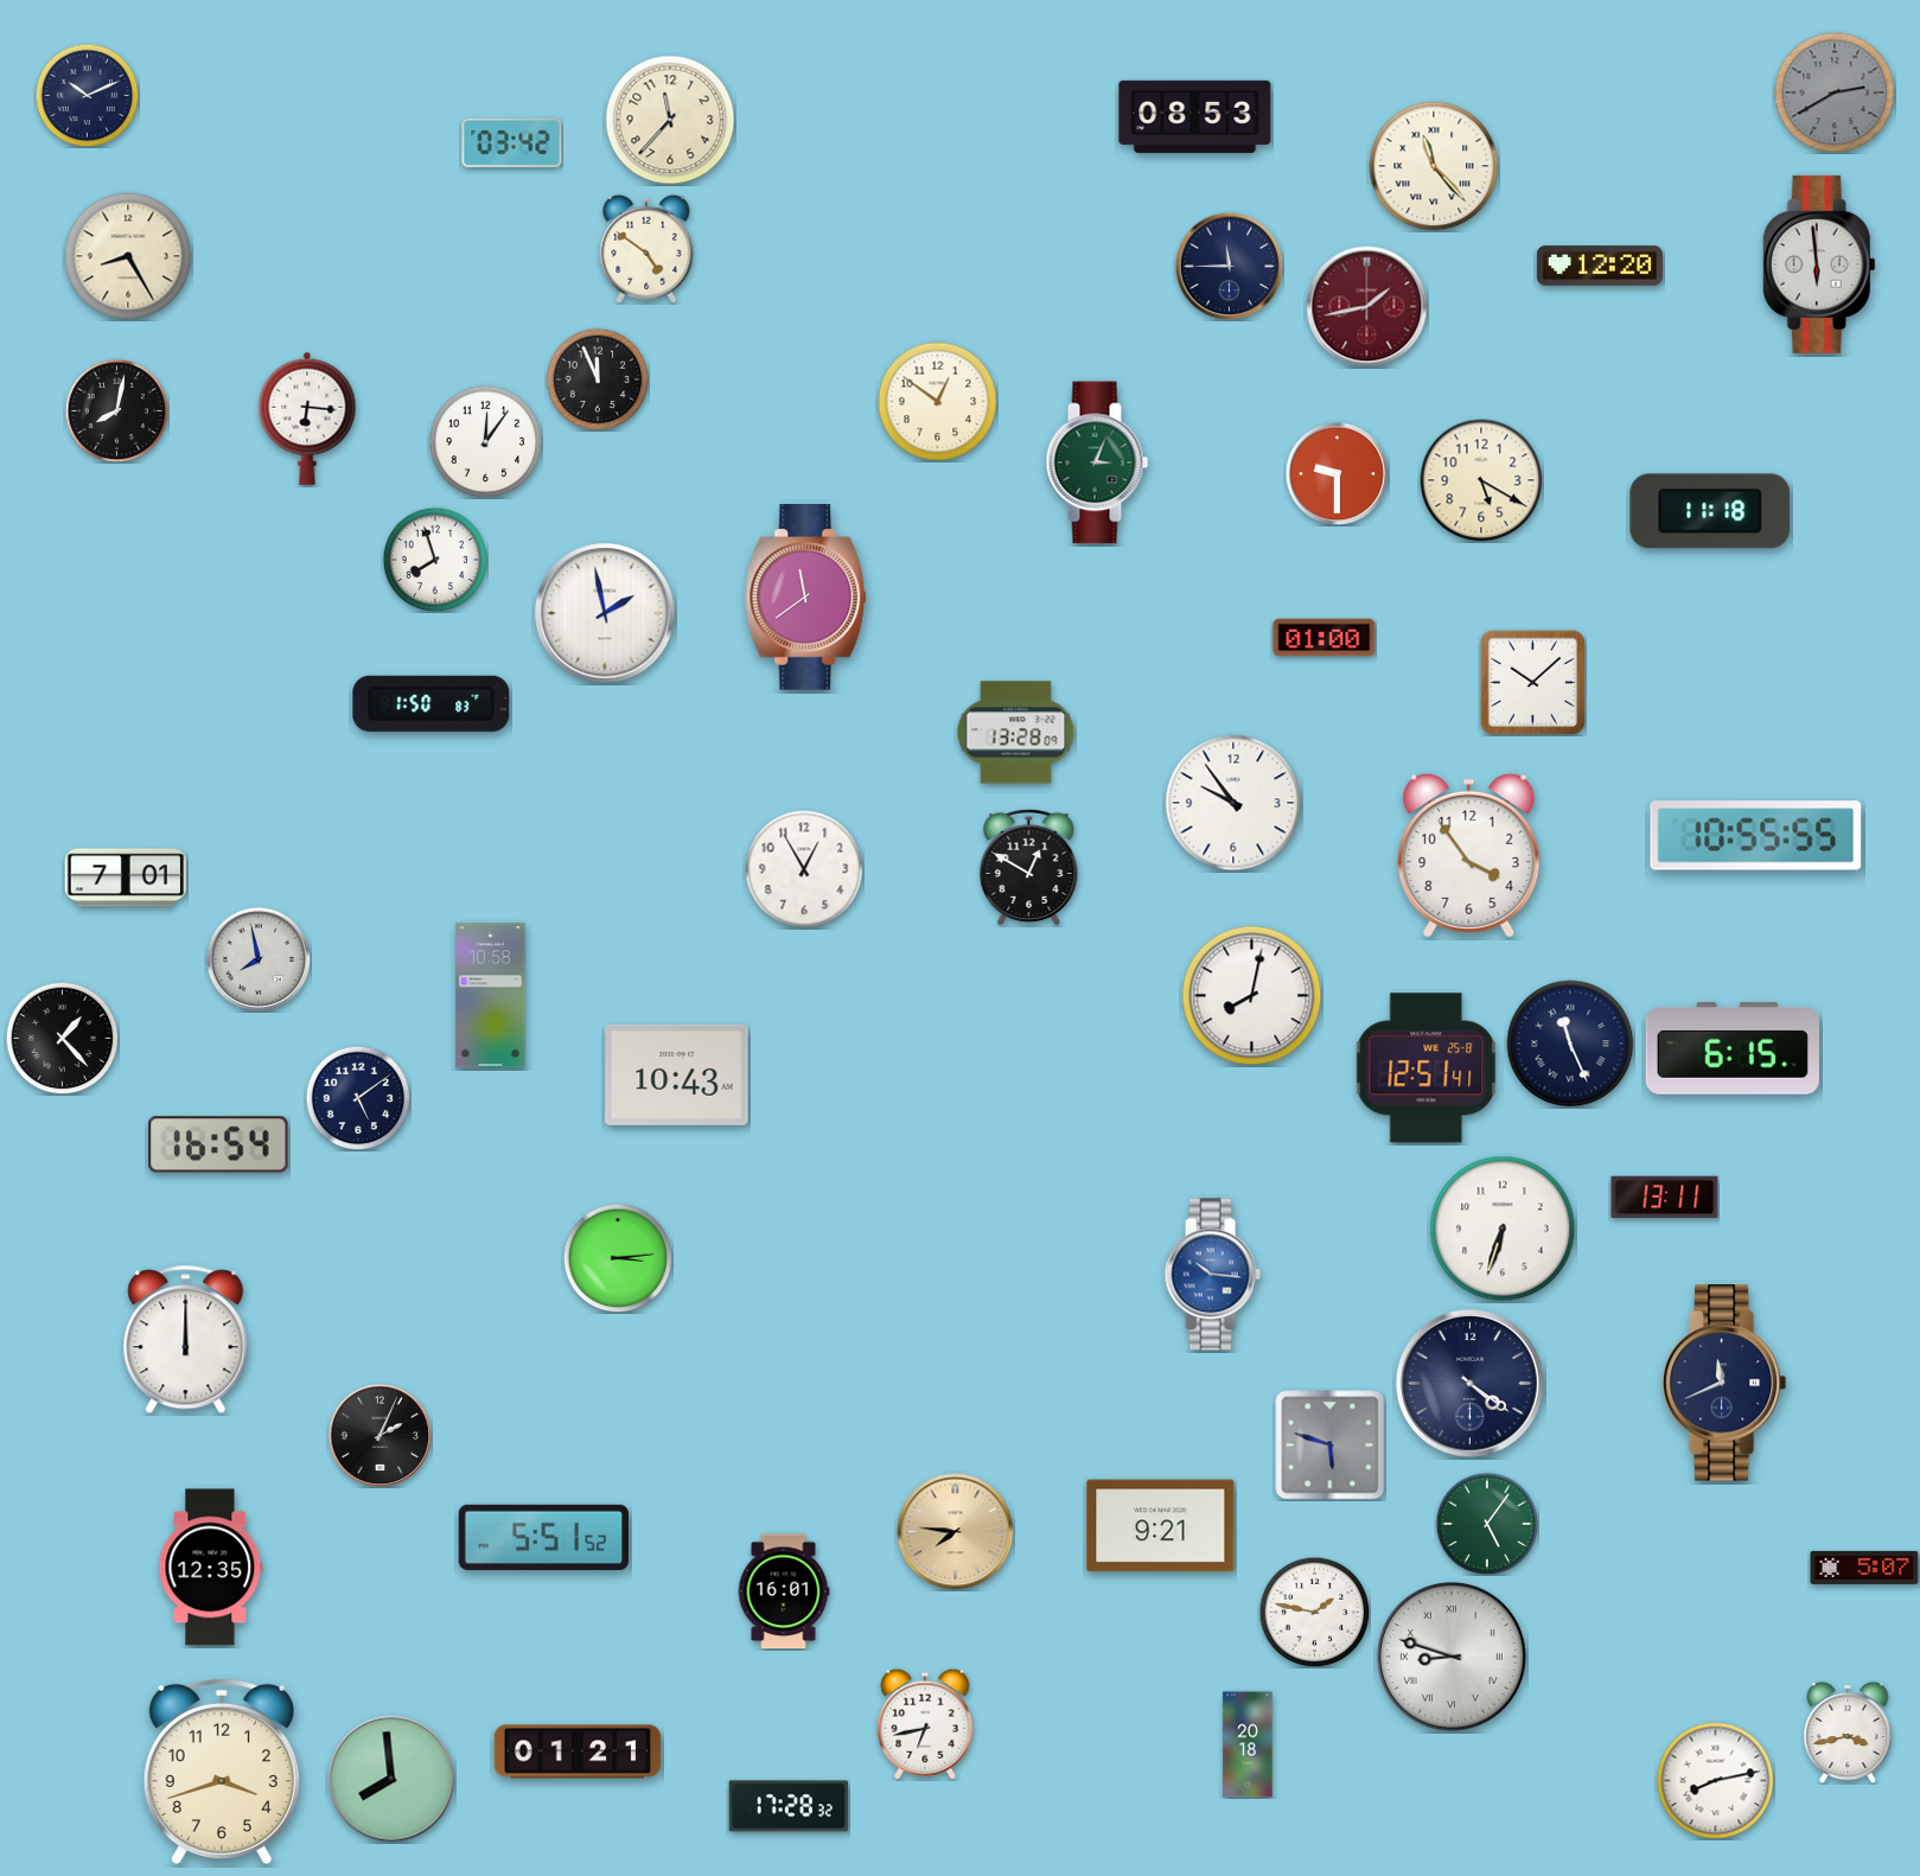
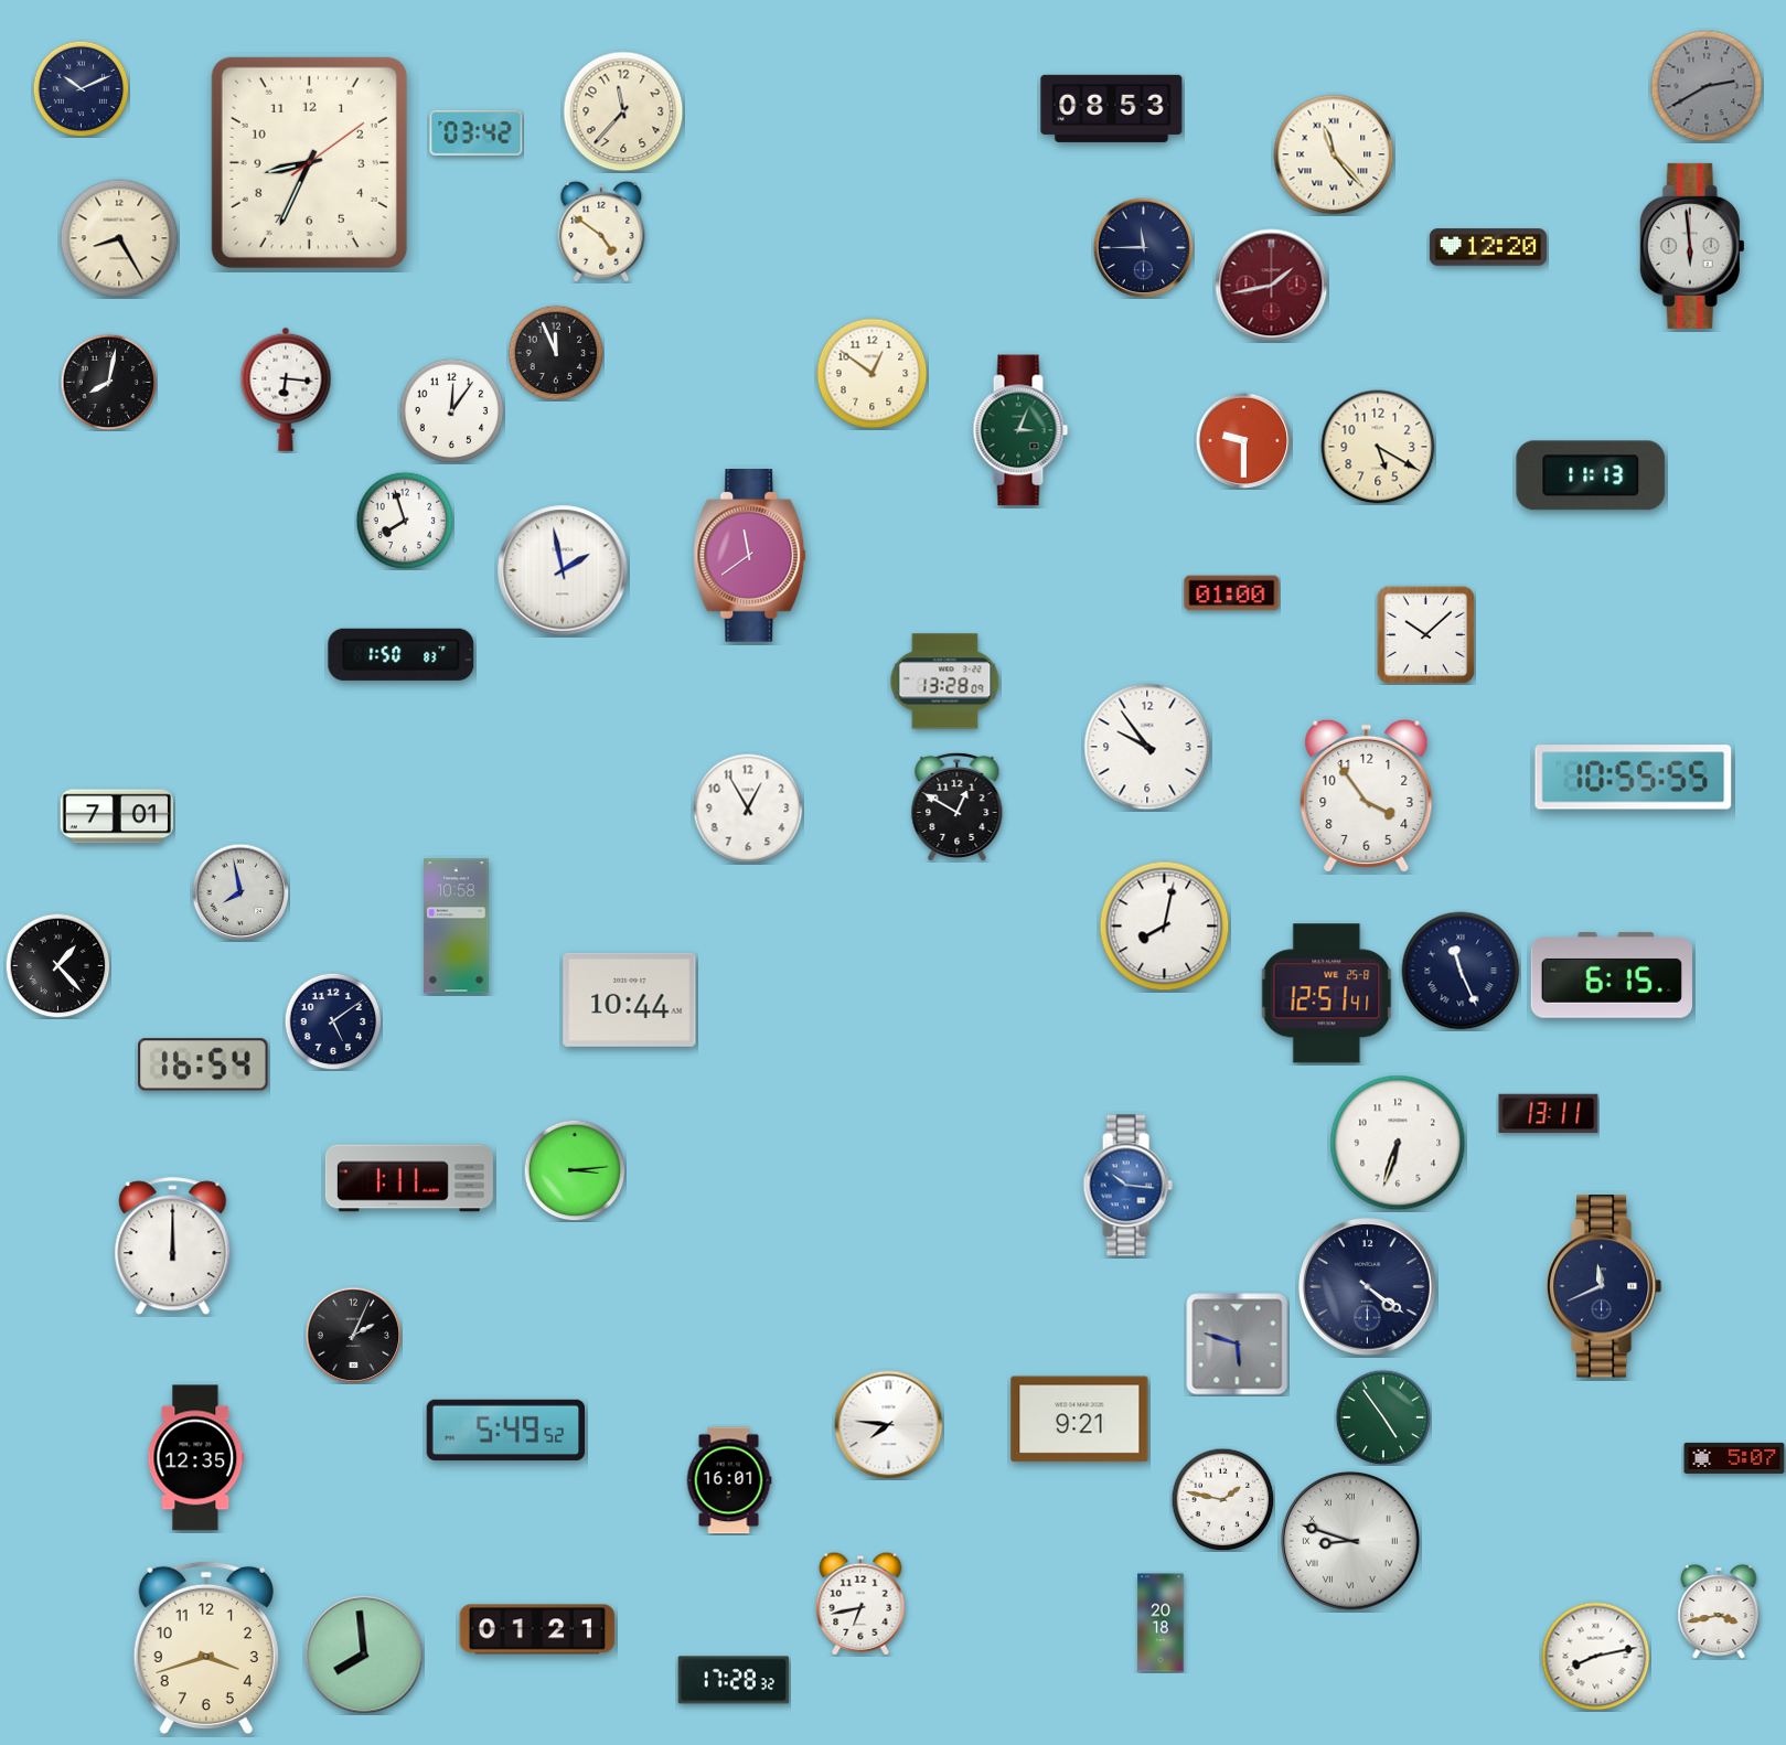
clock at (309, 162): none -> 8:34
clock at (1710, 511): 11:18 -> 11:13
clock at (677, 1074): 10:43 -> 10:44
clock at (409, 1178): none -> 1:11
clock at (1487, 1524): 5:06 -> 4:54
clock at (956, 1532) dial: champagne -> white
clock at (544, 1537): 5:51 -> 5:49
